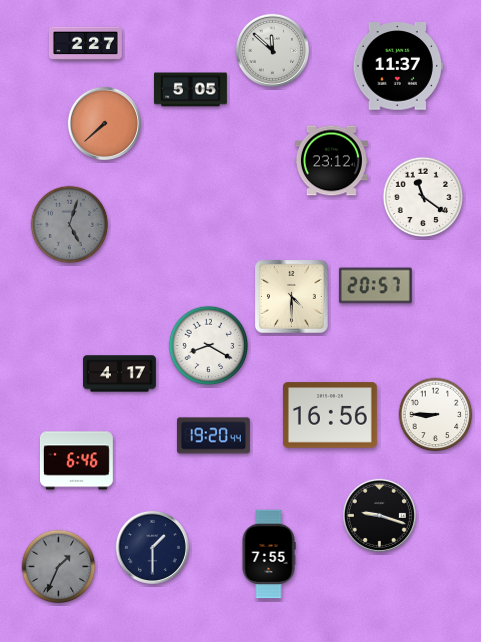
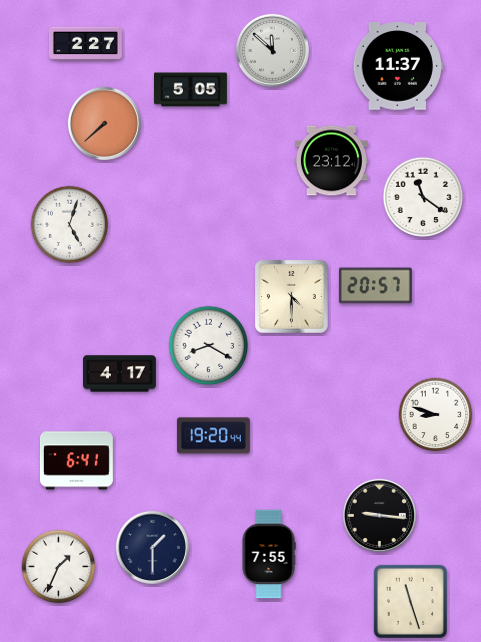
clock at (70, 225) dial: grey -> white
clock at (330, 415): 16:56 -> none
clock at (436, 415): 8:45 -> 8:48
clock at (76, 461): 6:46 -> 6:41
clock at (379, 515): 9:18 -> 9:16
clock at (59, 567) dial: grey -> white
clock at (410, 601): none -> 11:27
